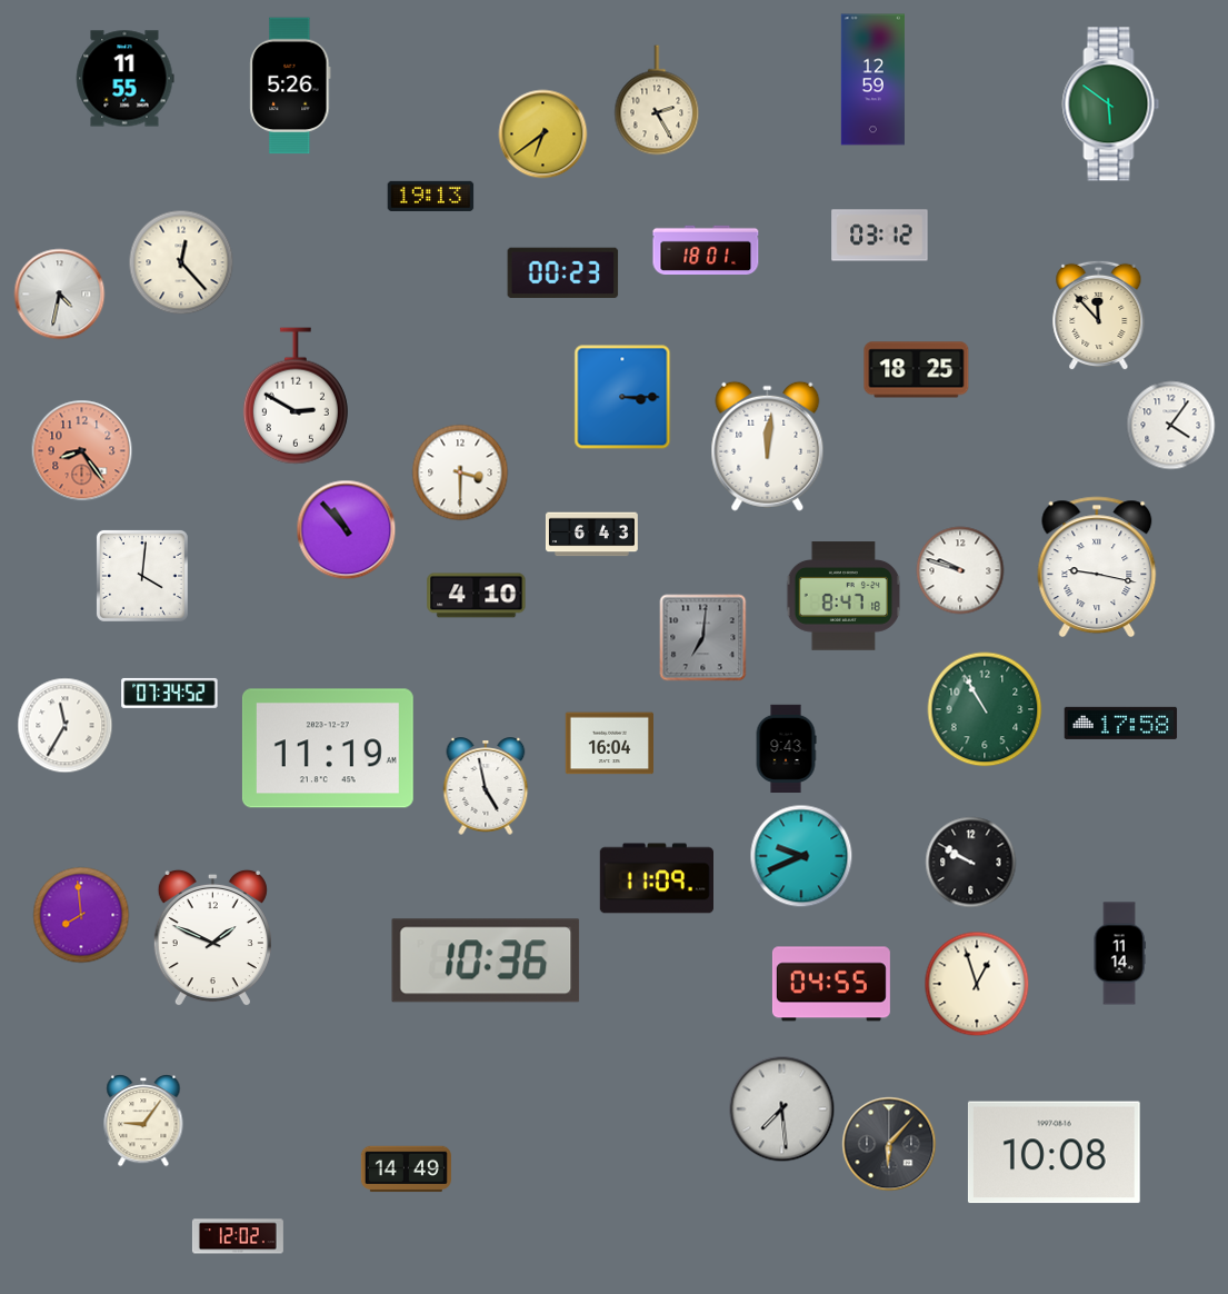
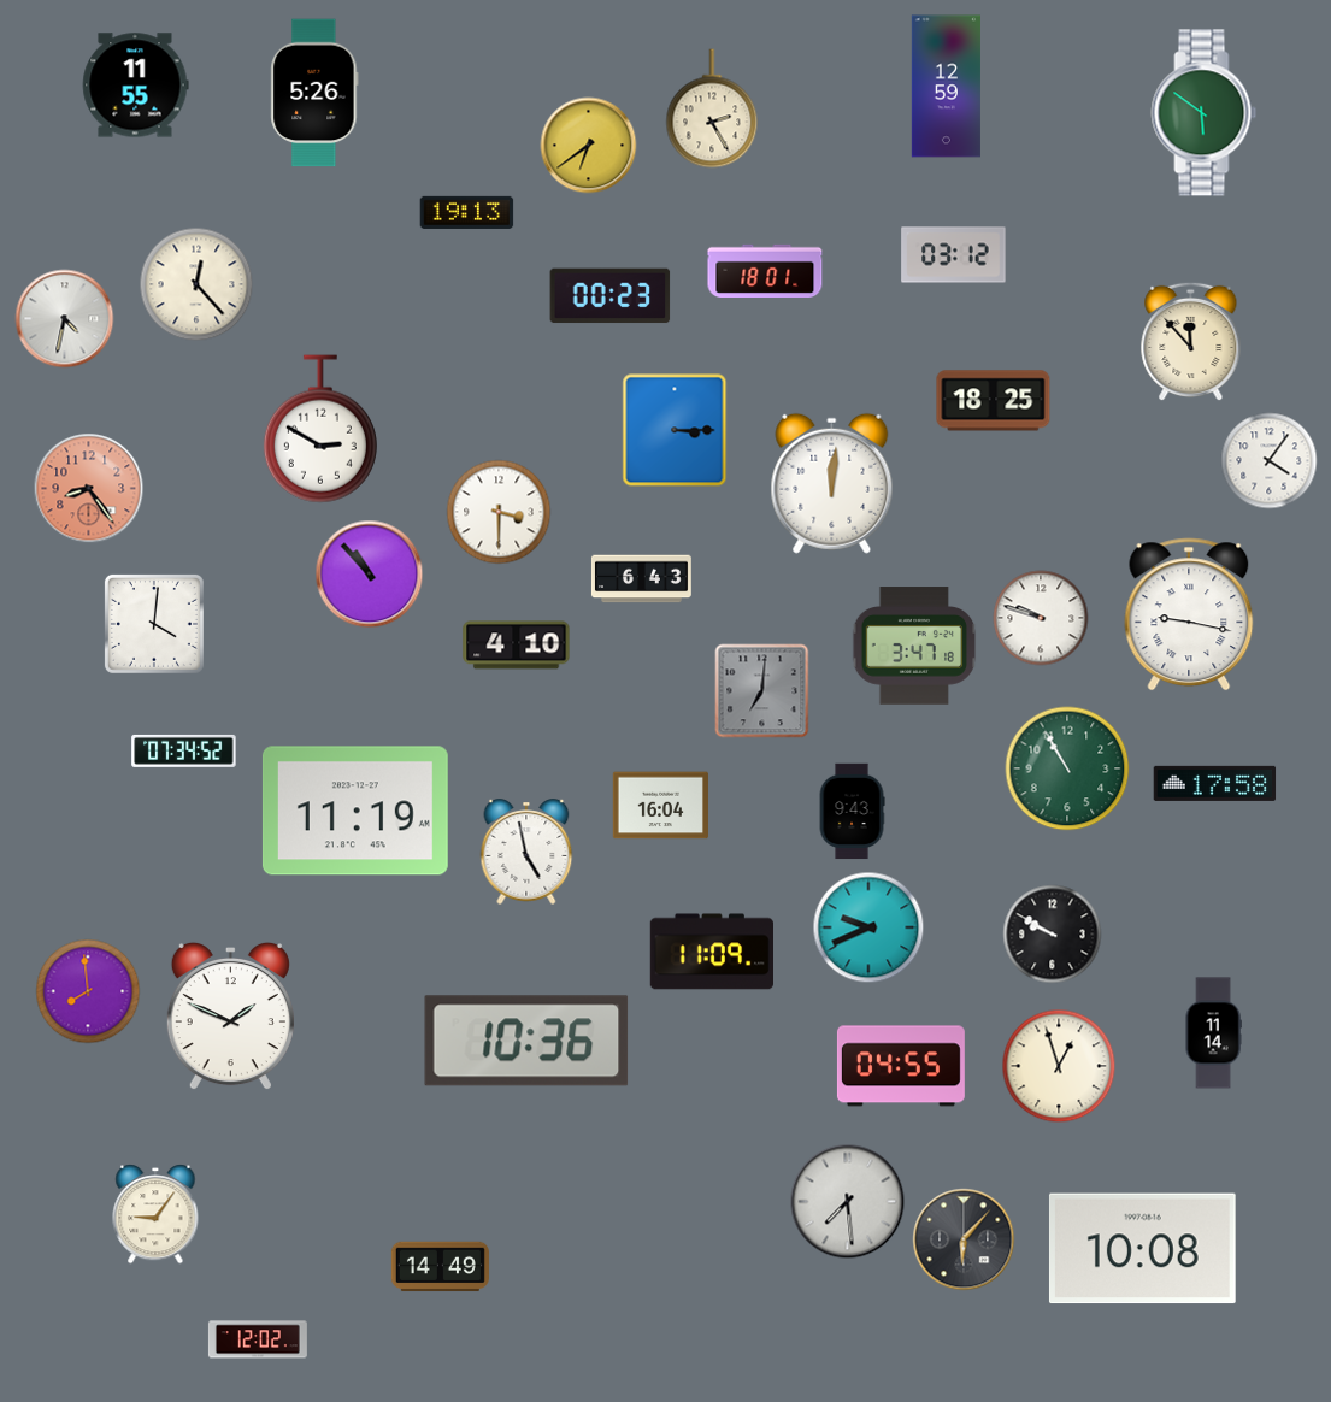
clock at (347, 530) position: (347, 530) -> (370, 575)
clock at (843, 596): 8:47 -> 3:47
clock at (66, 726): 11:35 -> none
